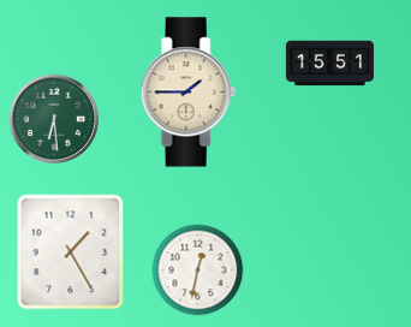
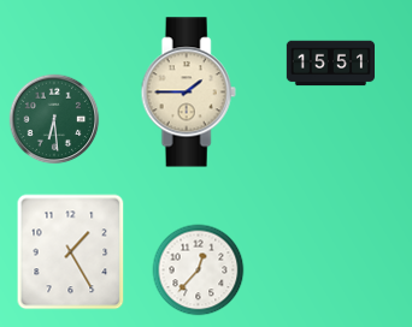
clock at (198, 270): 12:32 -> 12:37
